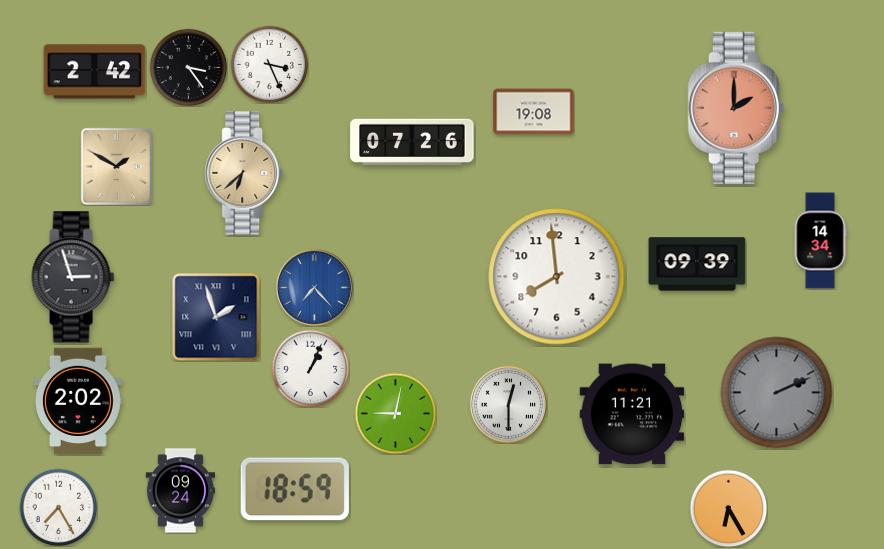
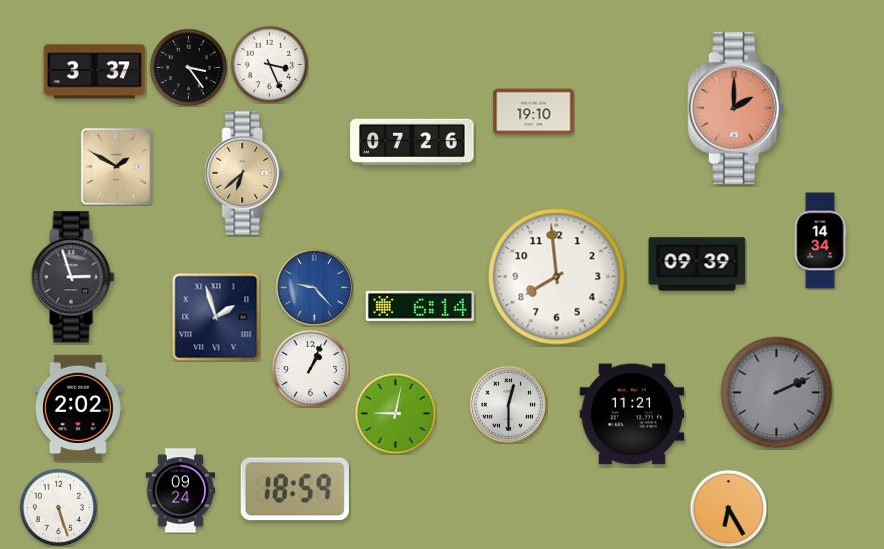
clock at (95, 72): 2:42 -> 3:37
clock at (534, 112): 19:08 -> 19:10
clock at (314, 287): 7:23 -> 9:23
clock at (419, 306): none -> 6:14
clock at (79, 401) position: (79, 401) -> (79, 408)
clock at (58, 507): 7:25 -> 5:27
